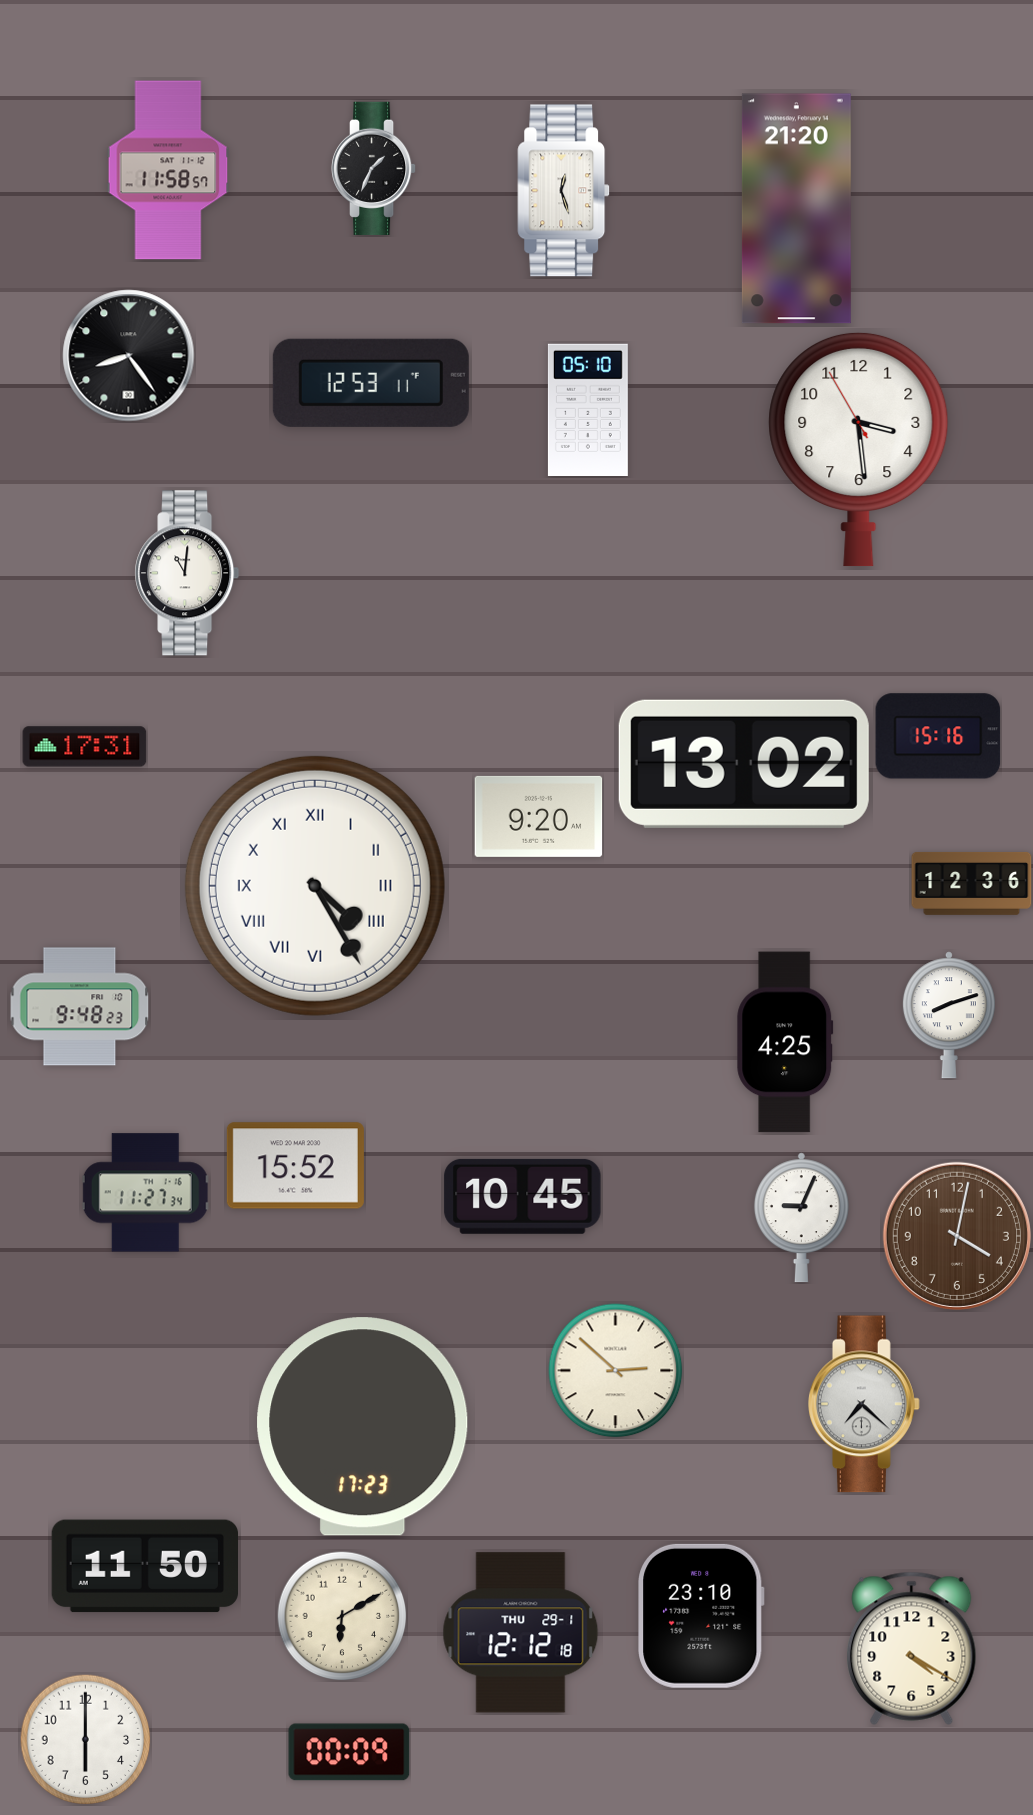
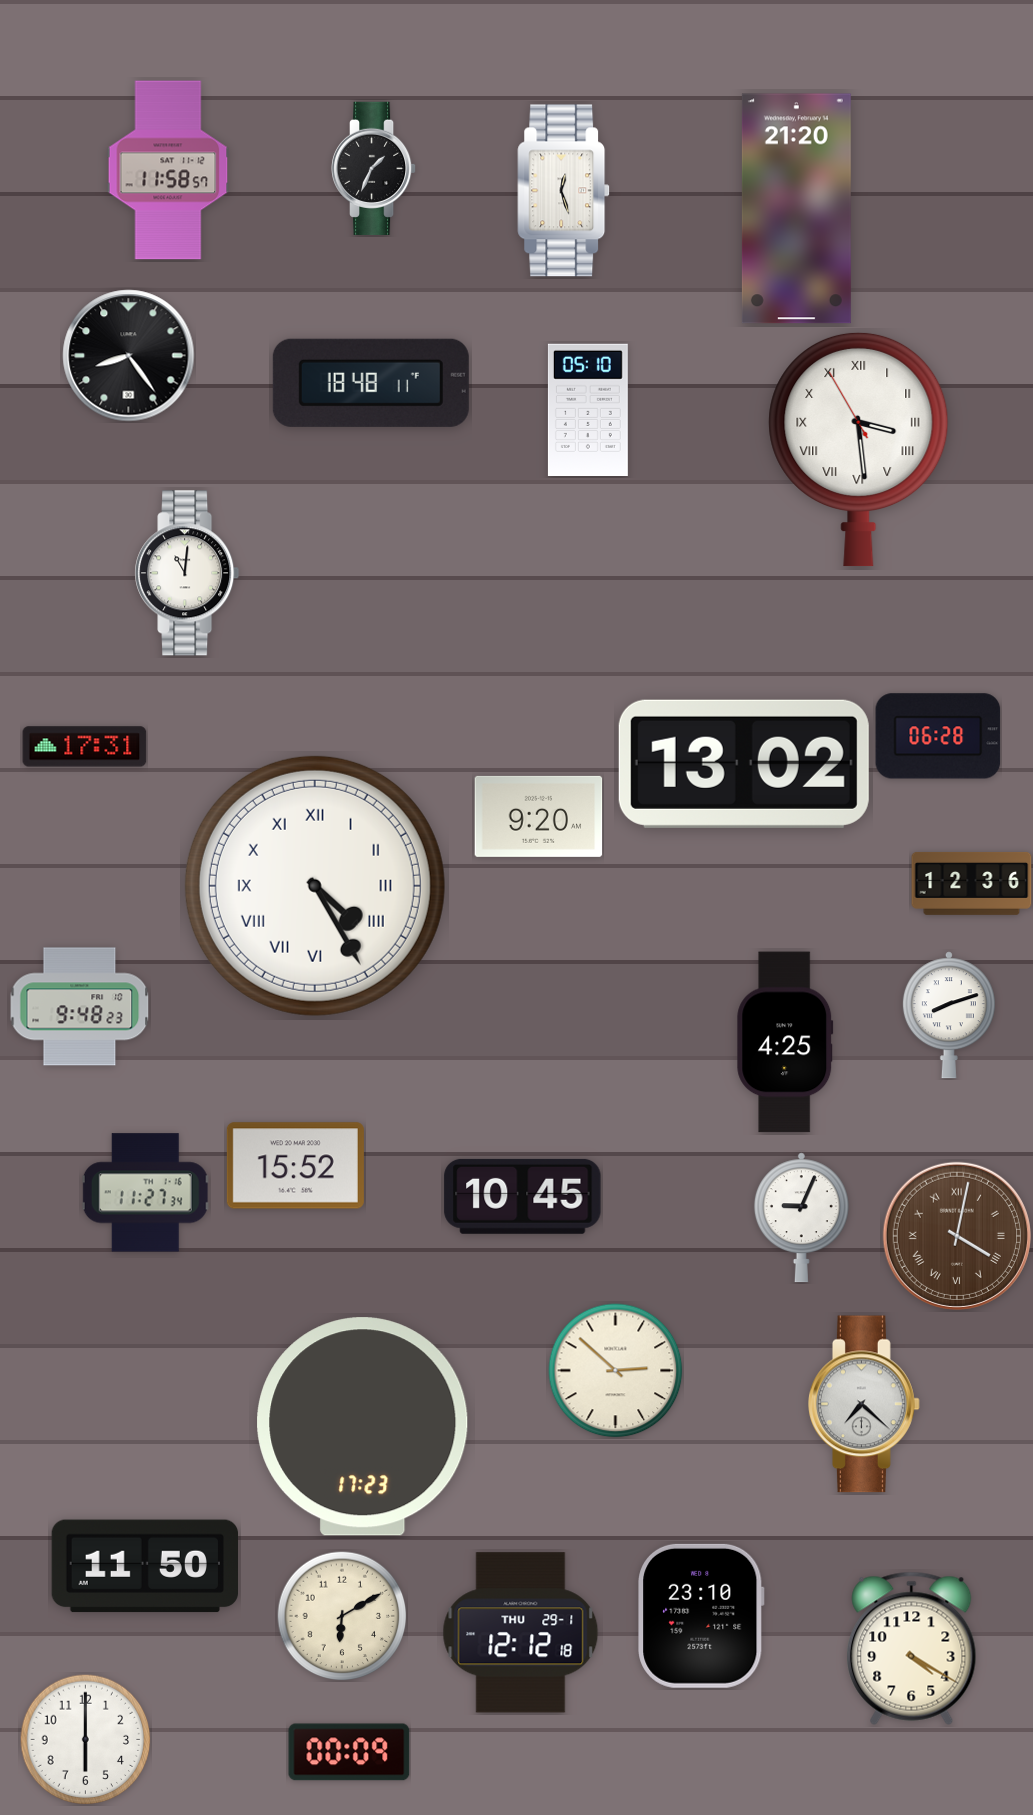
clock at (371, 383): 12:53 -> 18:48
clock at (859, 449) numerals: Arabic -> Roman
clock at (938, 736): 15:16 -> 06:28
clock at (957, 1236) numerals: Arabic -> Roman
